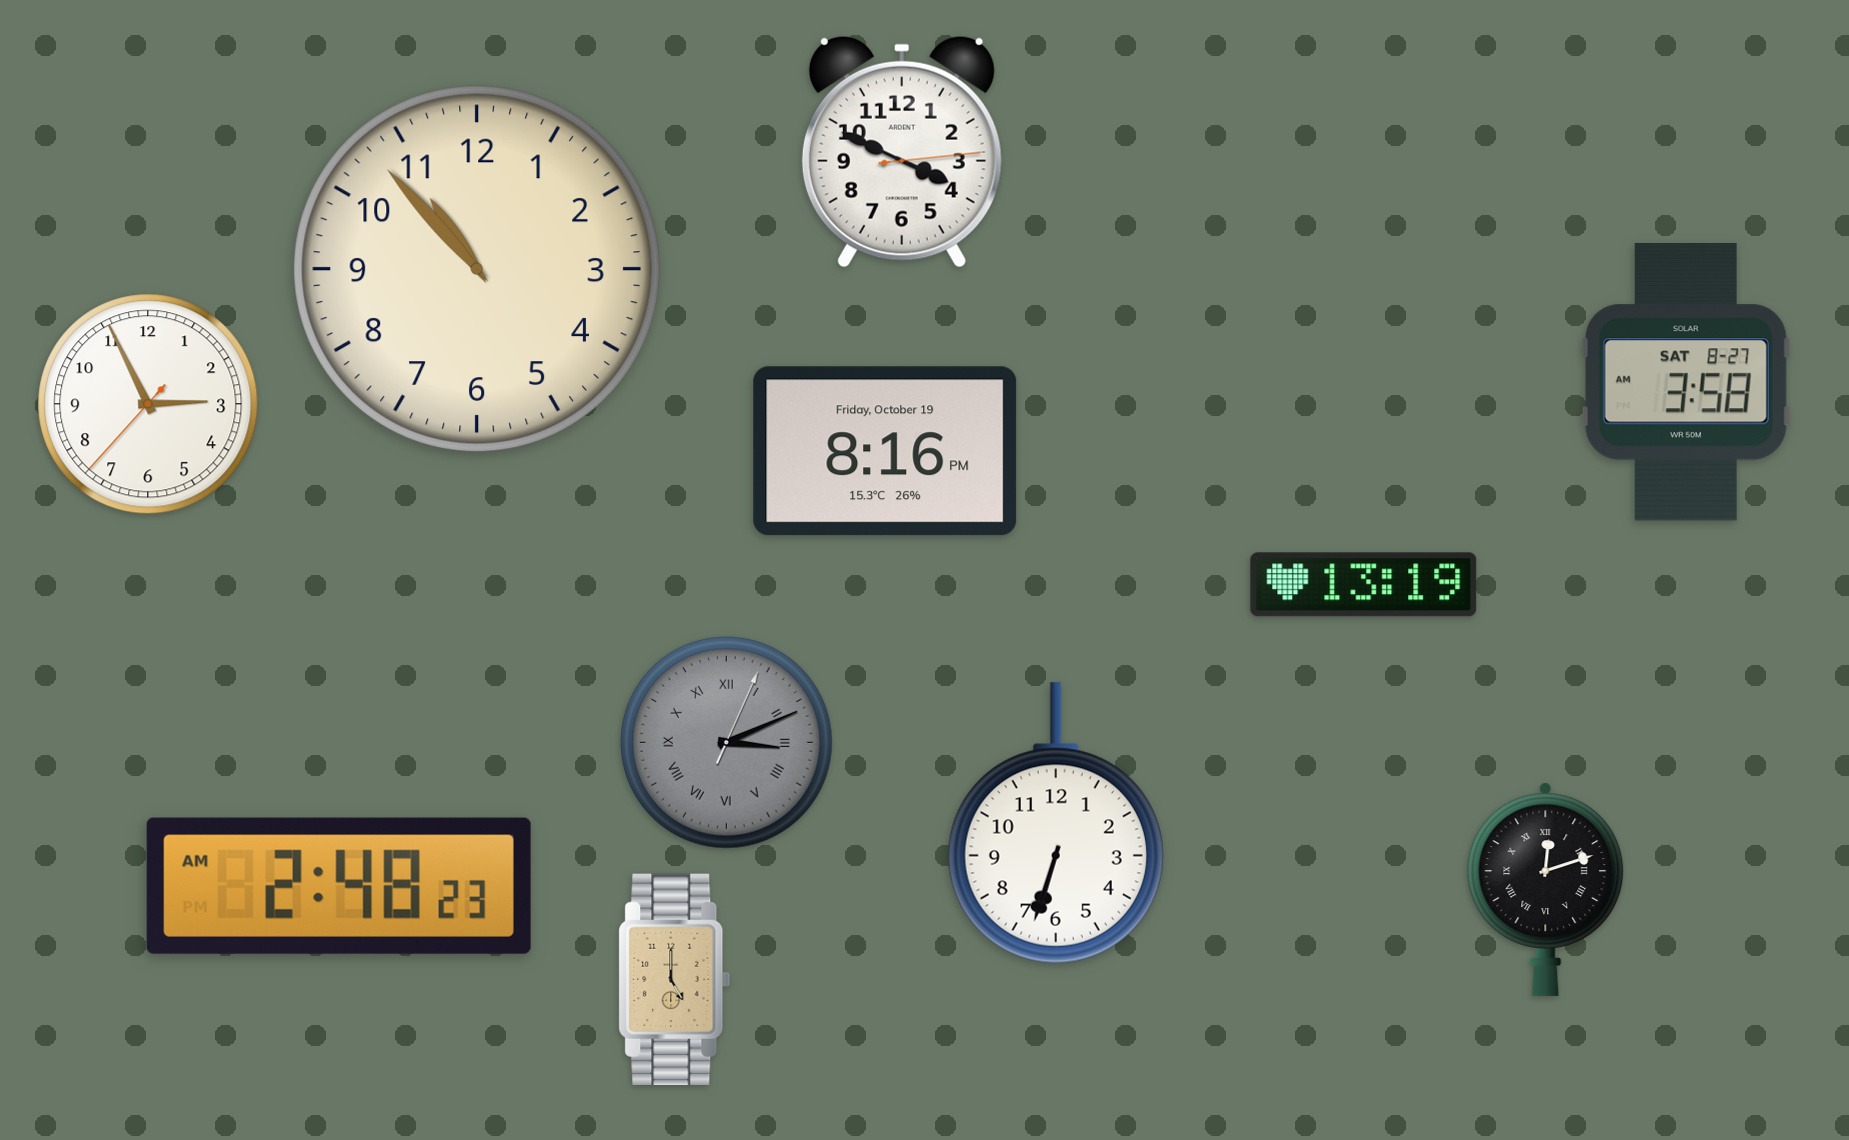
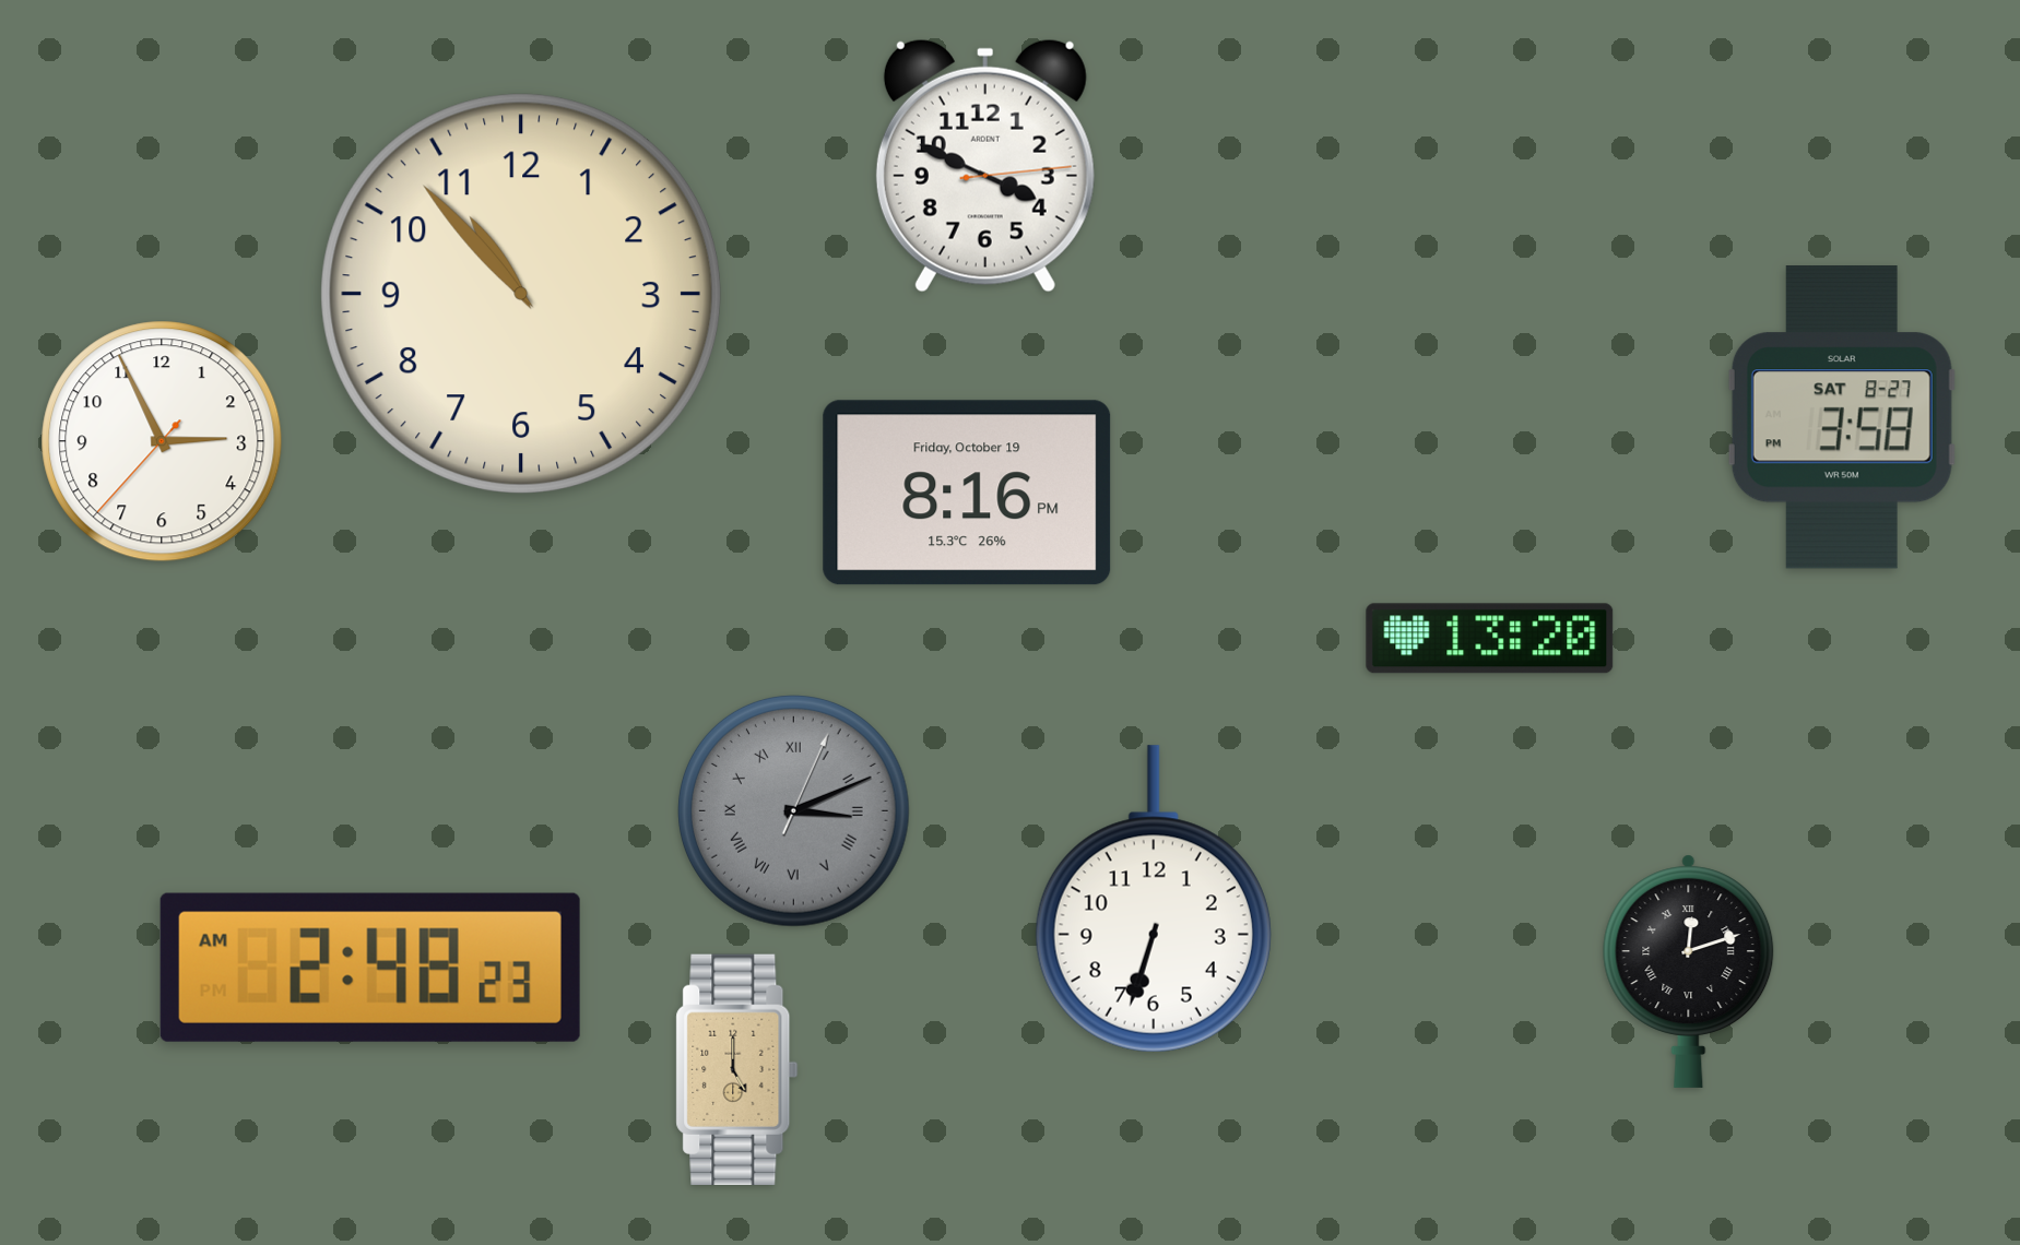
clock at (1686, 382): 3:58 AM -> 3:58 PM
clock at (1364, 585): 13:19 -> 13:20
